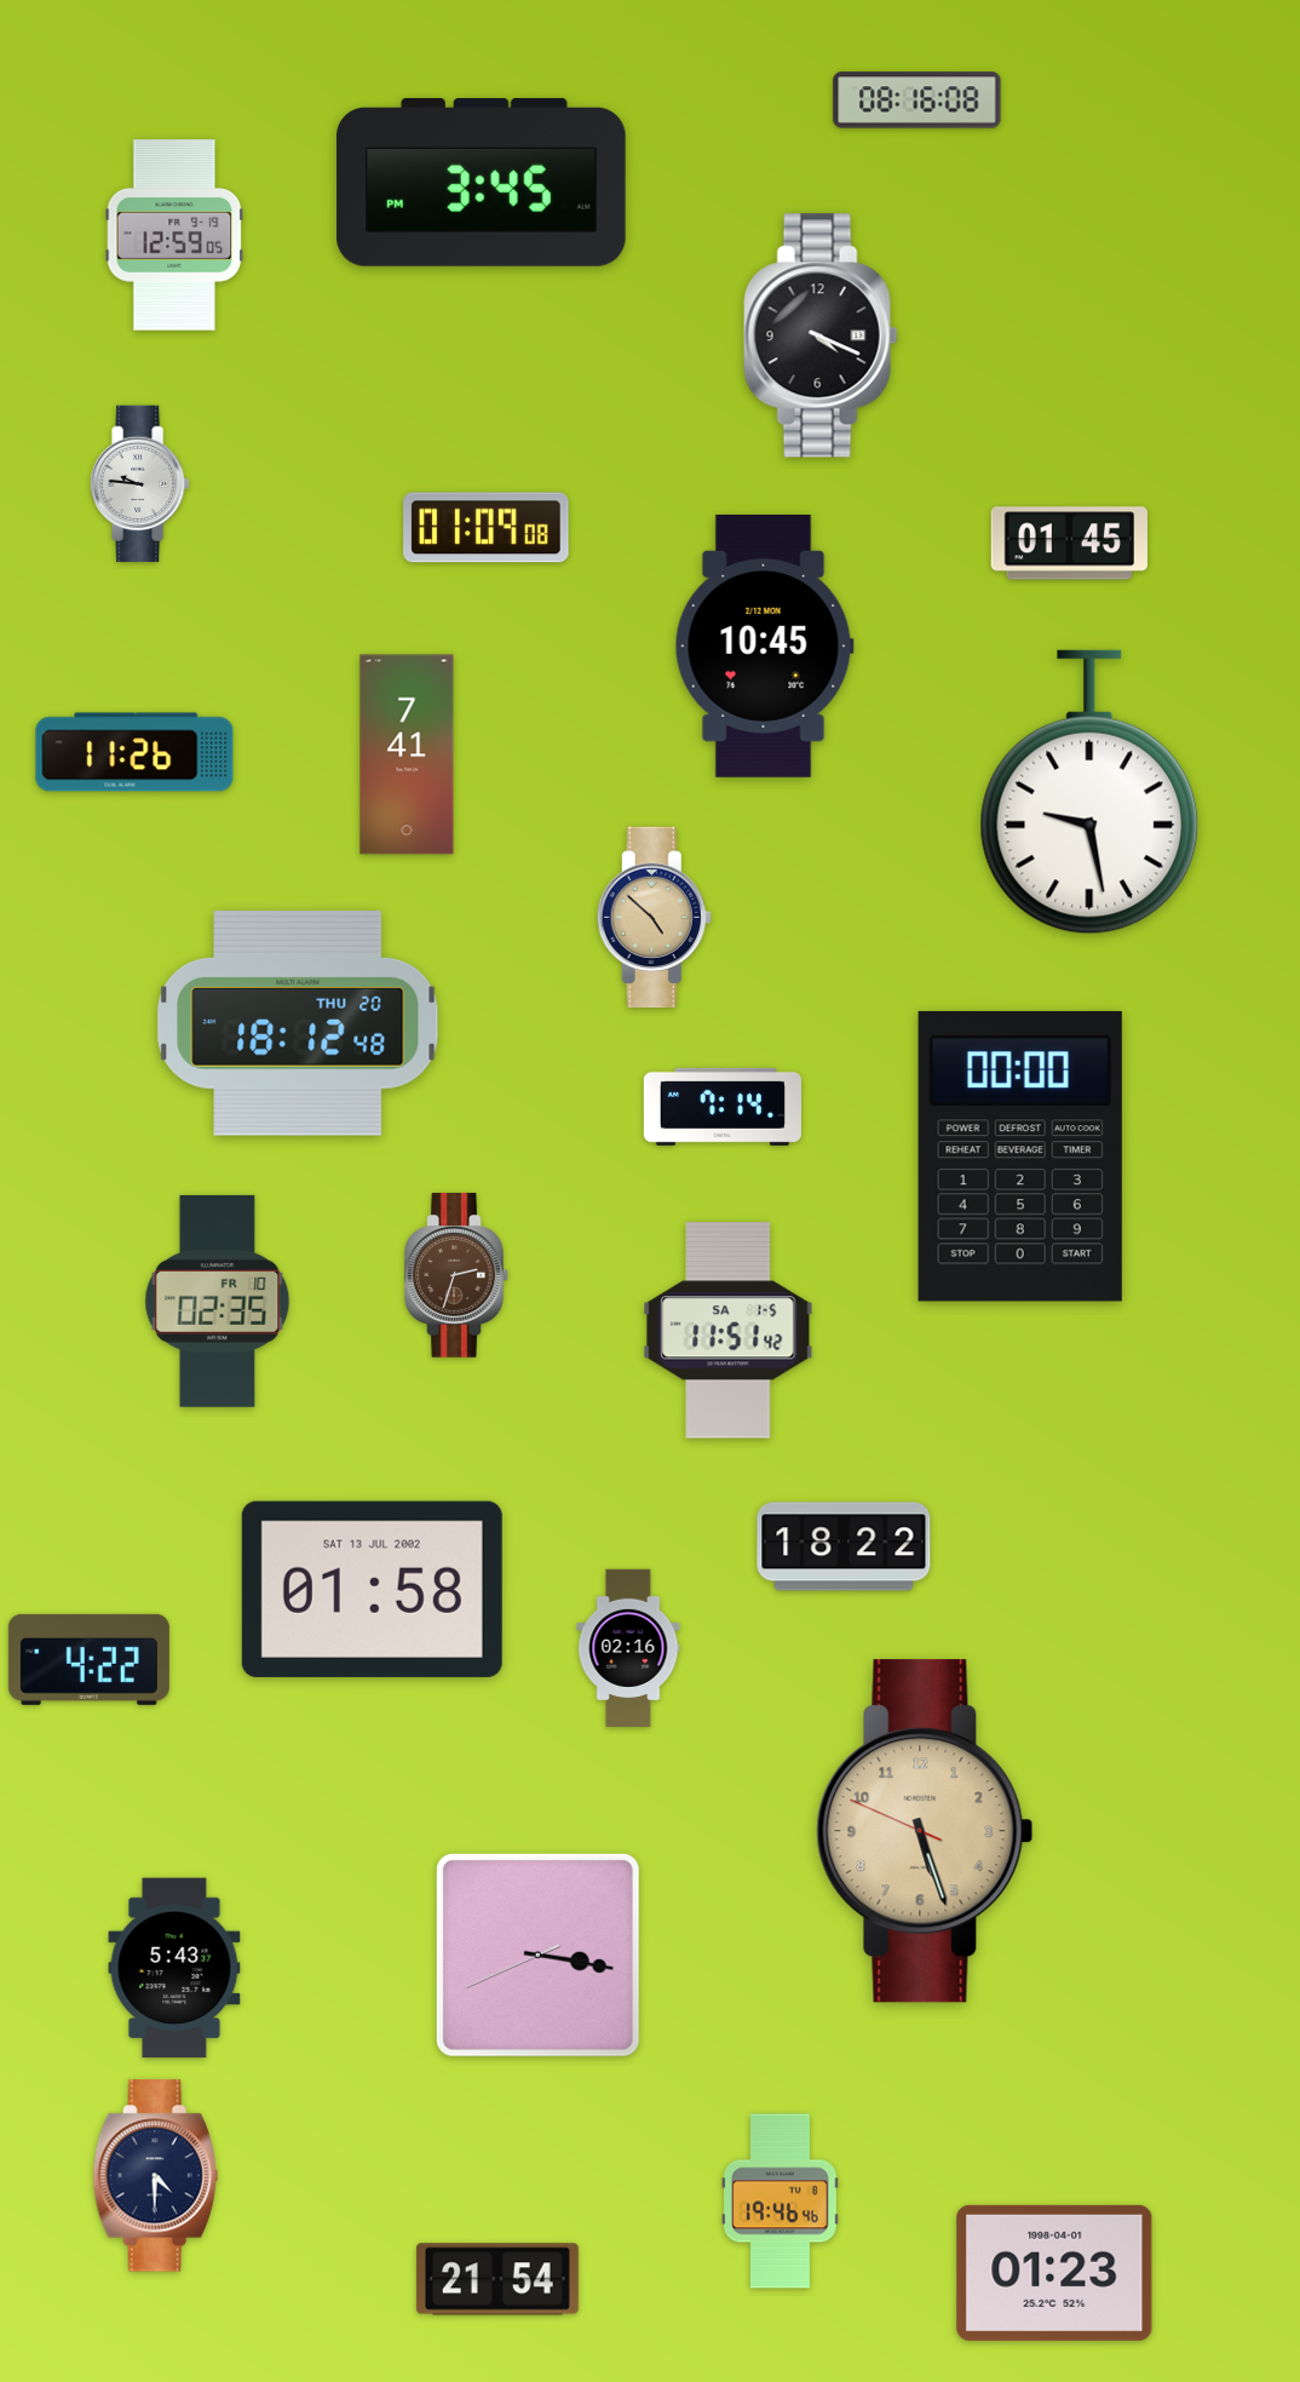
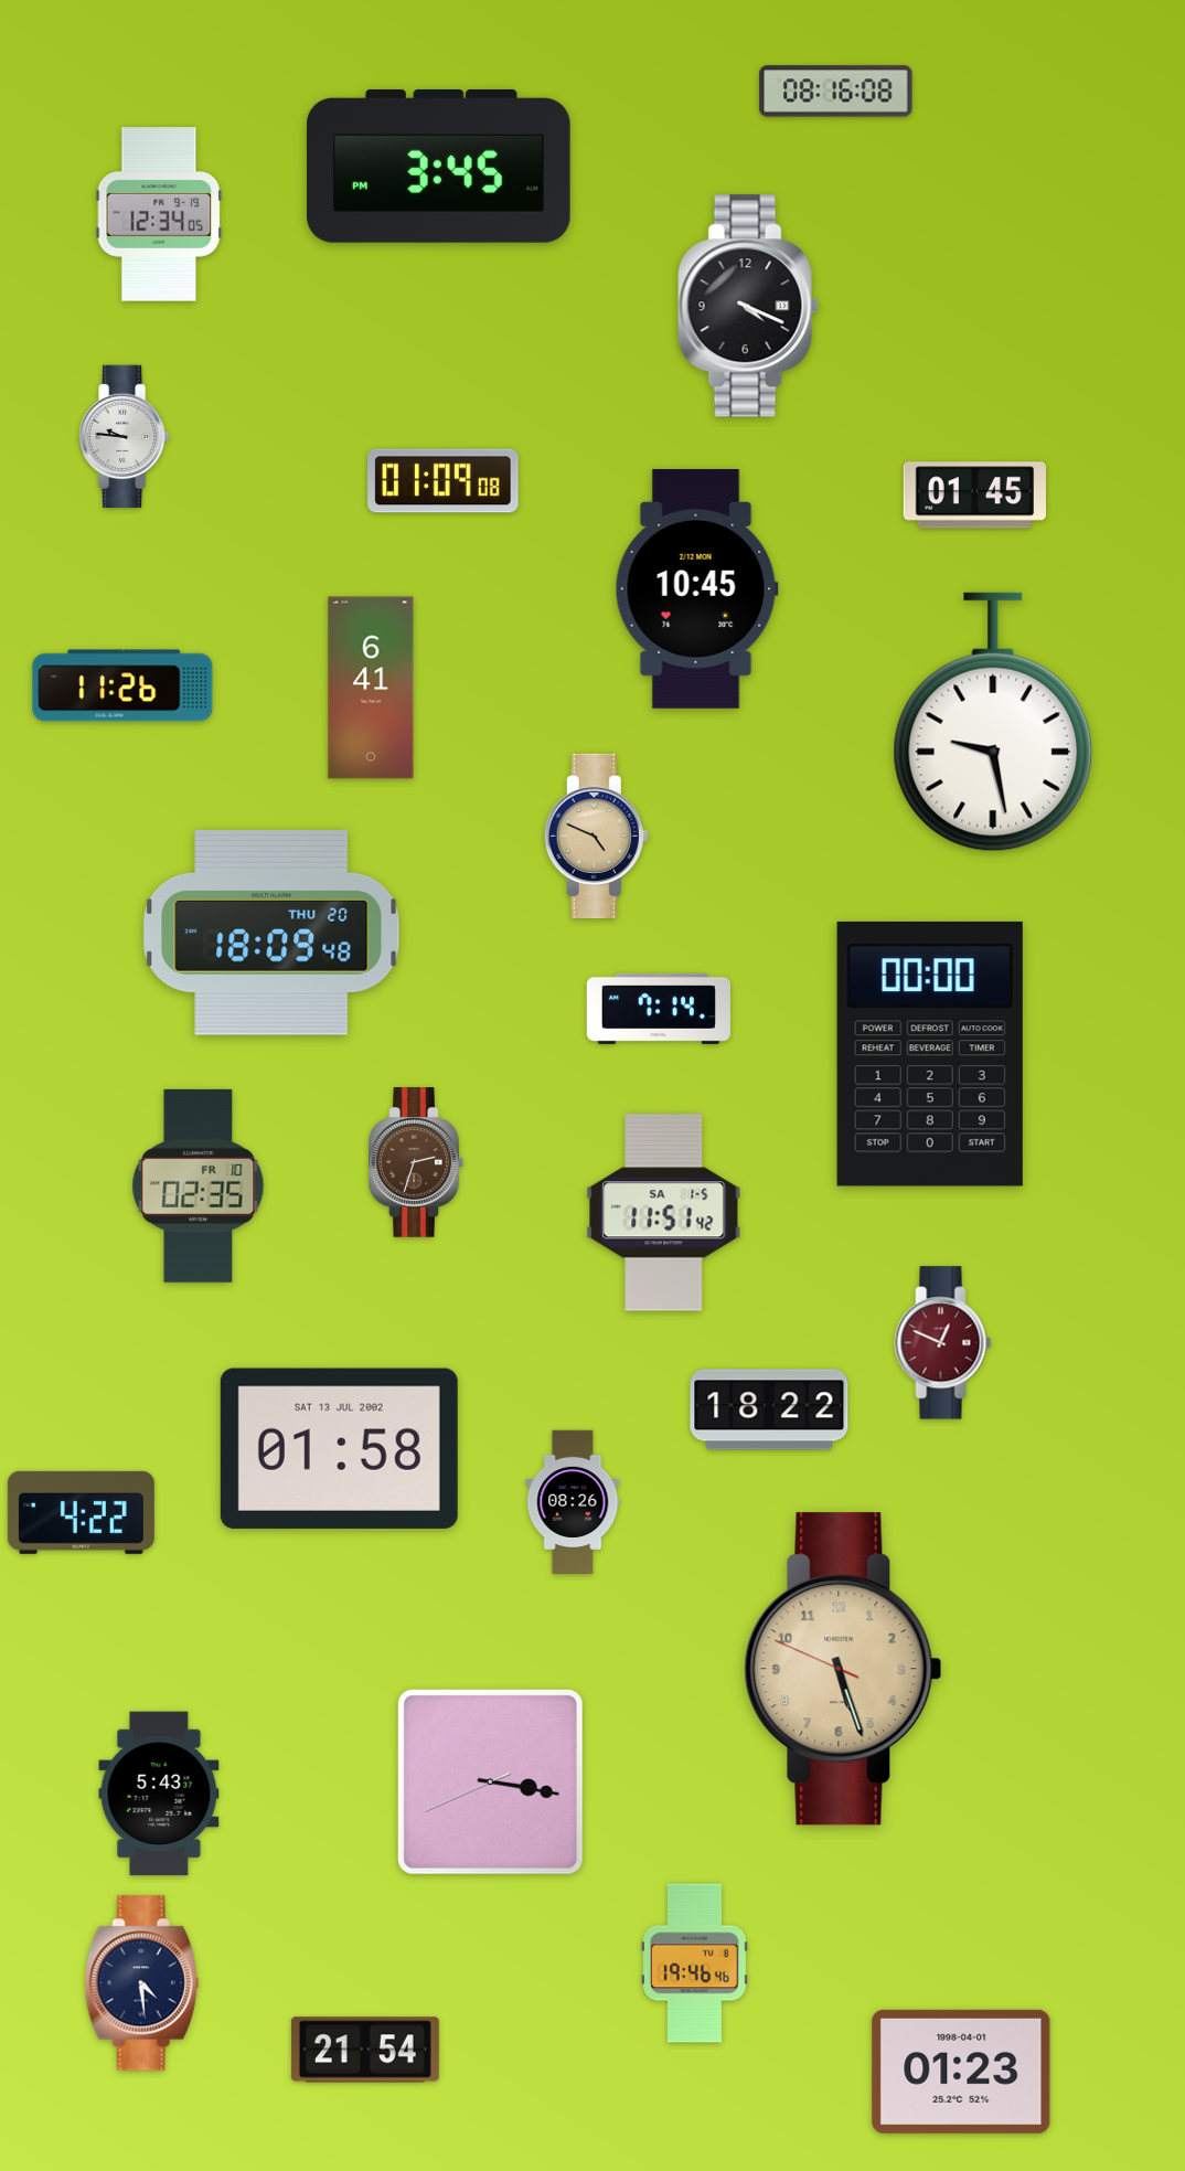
clock at (174, 235): 12:59 -> 12:34
clock at (140, 484) position: (140, 484) -> (125, 437)
clock at (407, 754): 7:41 -> 6:41
clock at (654, 918): 4:52 -> 4:49
clock at (298, 1023): 18:12 -> 18:09
clock at (943, 1343): none -> 12:49
clock at (628, 1647): 02:16 -> 08:26
clock at (155, 2176): 4:30 -> 4:29
clock at (780, 2202) position: (780, 2202) -> (694, 1964)
clock at (497, 2279) position: (497, 2279) -> (365, 2050)
